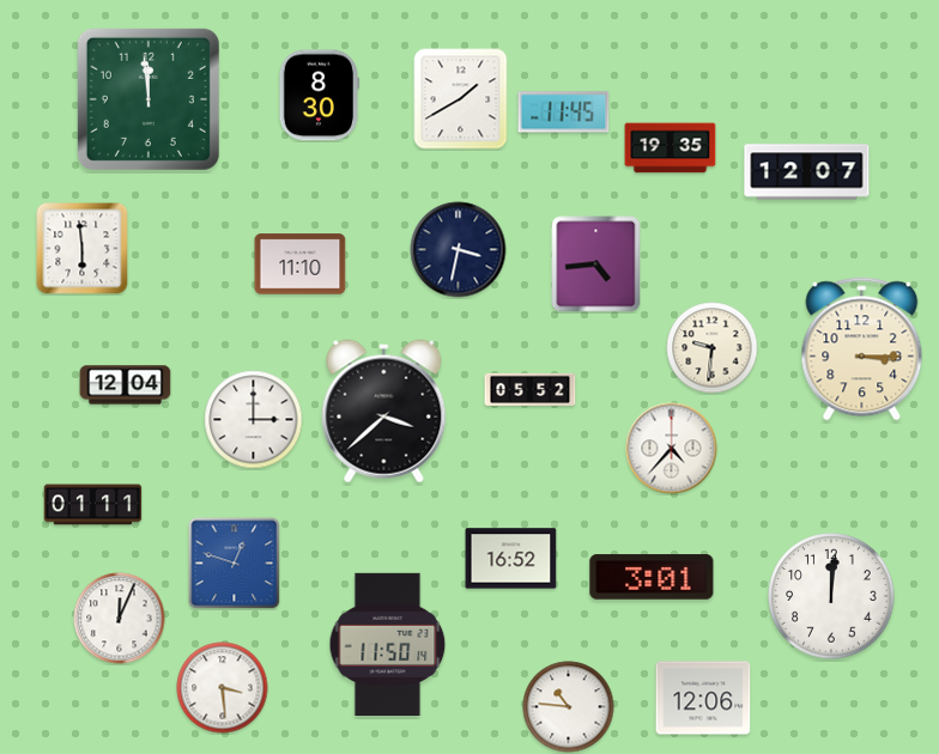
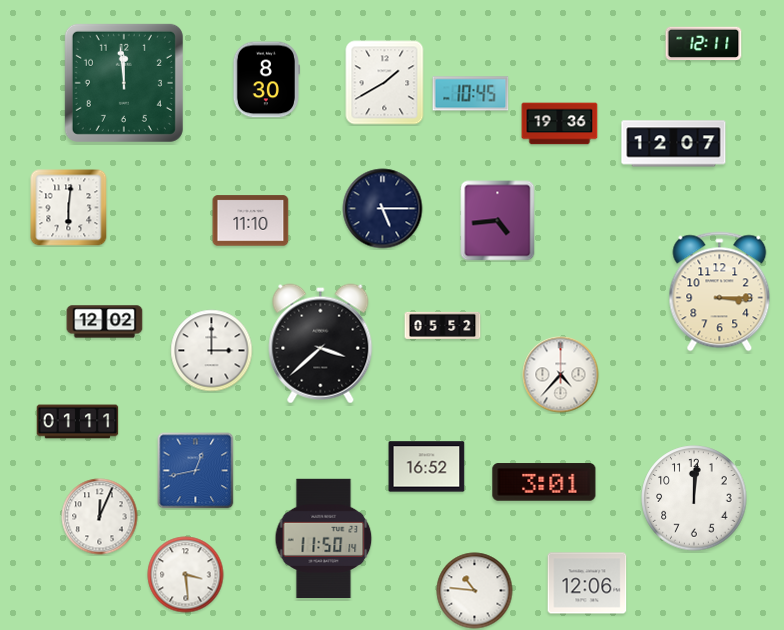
clock at (704, 44): none -> 12:11
clock at (564, 113): 11:45 -> 10:45
clock at (671, 148): 19:35 -> 19:36
clock at (83, 249): 5:59 -> 6:01
clock at (459, 250): 3:32 -> 5:15
clock at (713, 348): 9:31 -> none
clock at (126, 385): 12:04 -> 12:02
clock at (235, 564): 12:48 -> 12:43
